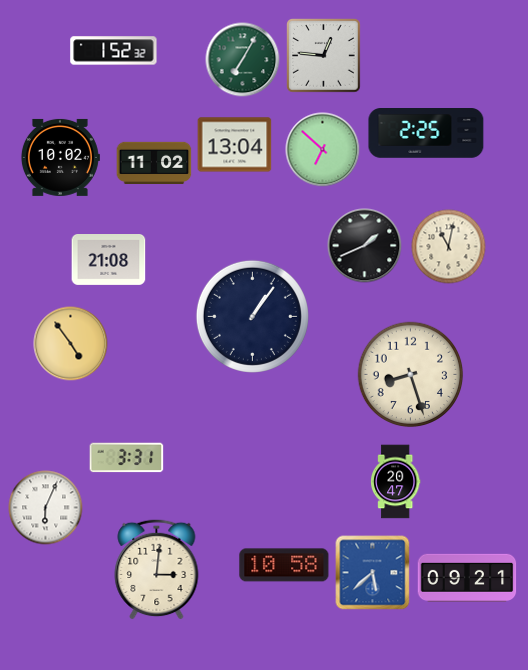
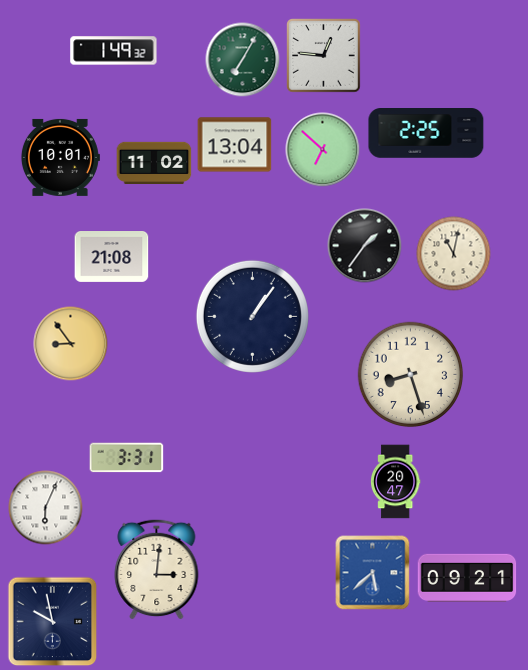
clock at (114, 51): 1:52 -> 1:49
clock at (60, 157): 10:02 -> 10:01
clock at (365, 246): 1:41 -> 1:36
clock at (449, 247) position: (449, 247) -> (454, 254)
clock at (109, 260) position: (109, 260) -> (112, 257)
clock at (71, 344): 4:54 -> 8:54
clock at (284, 565): 10:58 -> none
clock at (53, 622): none -> 9:58
